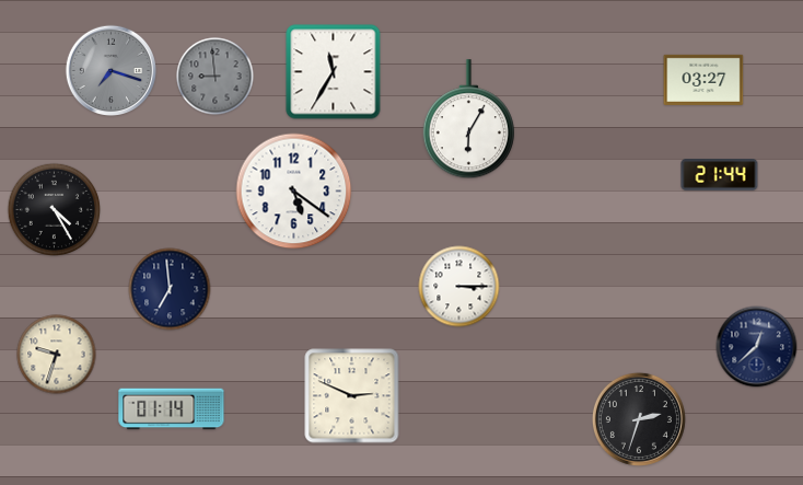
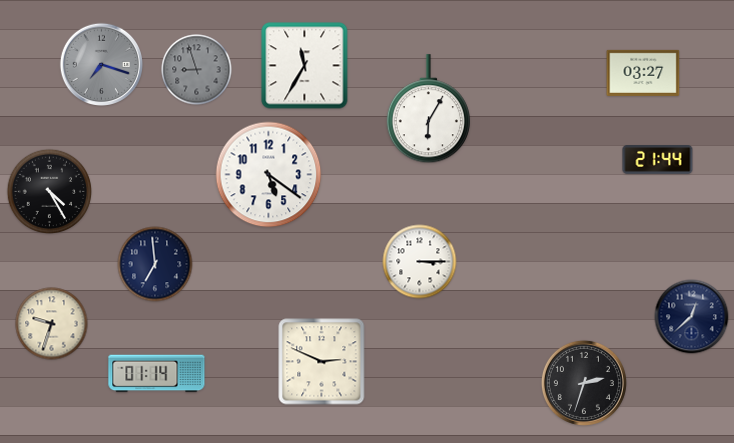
clock at (216, 77): 8:59 -> 8:57
